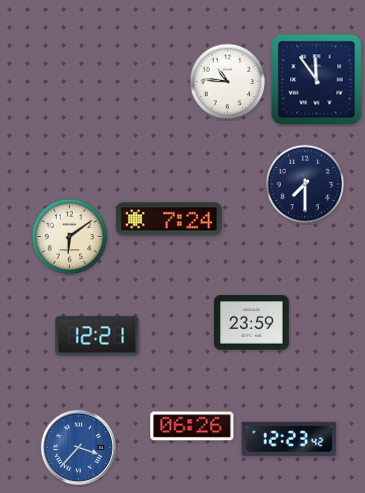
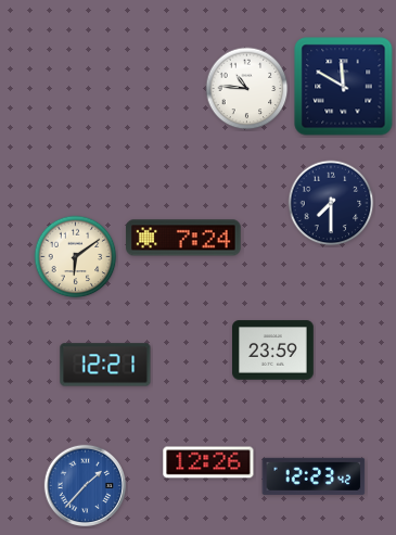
clock at (317, 80): 11:54 -> 11:50
clock at (305, 184) position: (305, 184) -> (331, 203)
clock at (192, 426): 06:26 -> 12:26
clock at (78, 447): 3:37 -> 1:37
